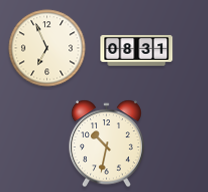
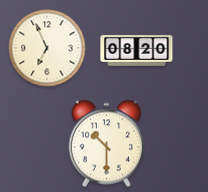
clock at (137, 51): 08:31 -> 08:20
clock at (106, 144): 10:32 -> 10:30
